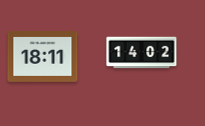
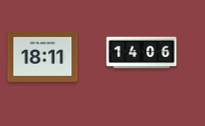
clock at (142, 53): 14:02 -> 14:06
